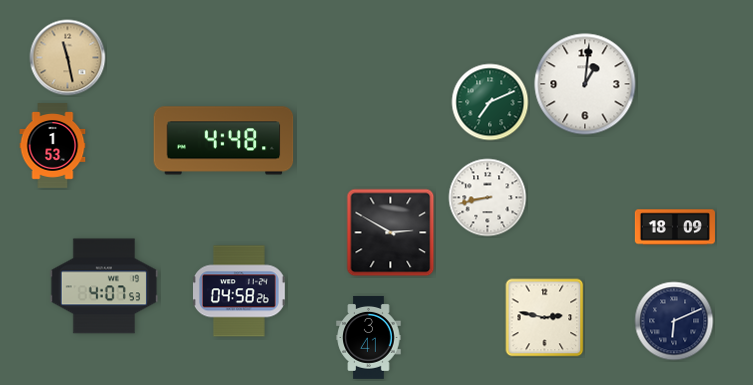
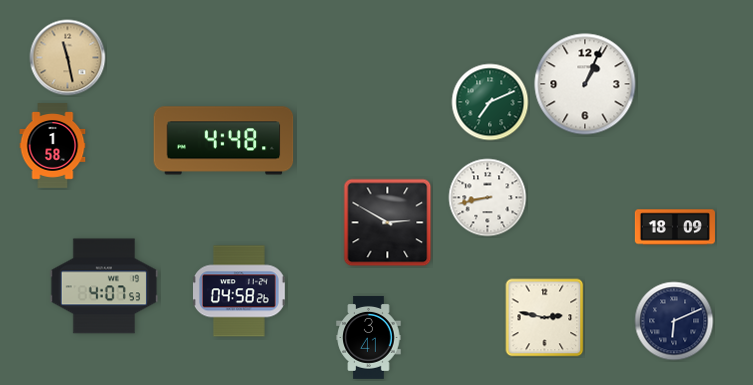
clock at (585, 84): 1:01 -> 1:04
clock at (53, 146): 1:53 -> 1:58
clock at (391, 233) position: (391, 233) -> (388, 223)
